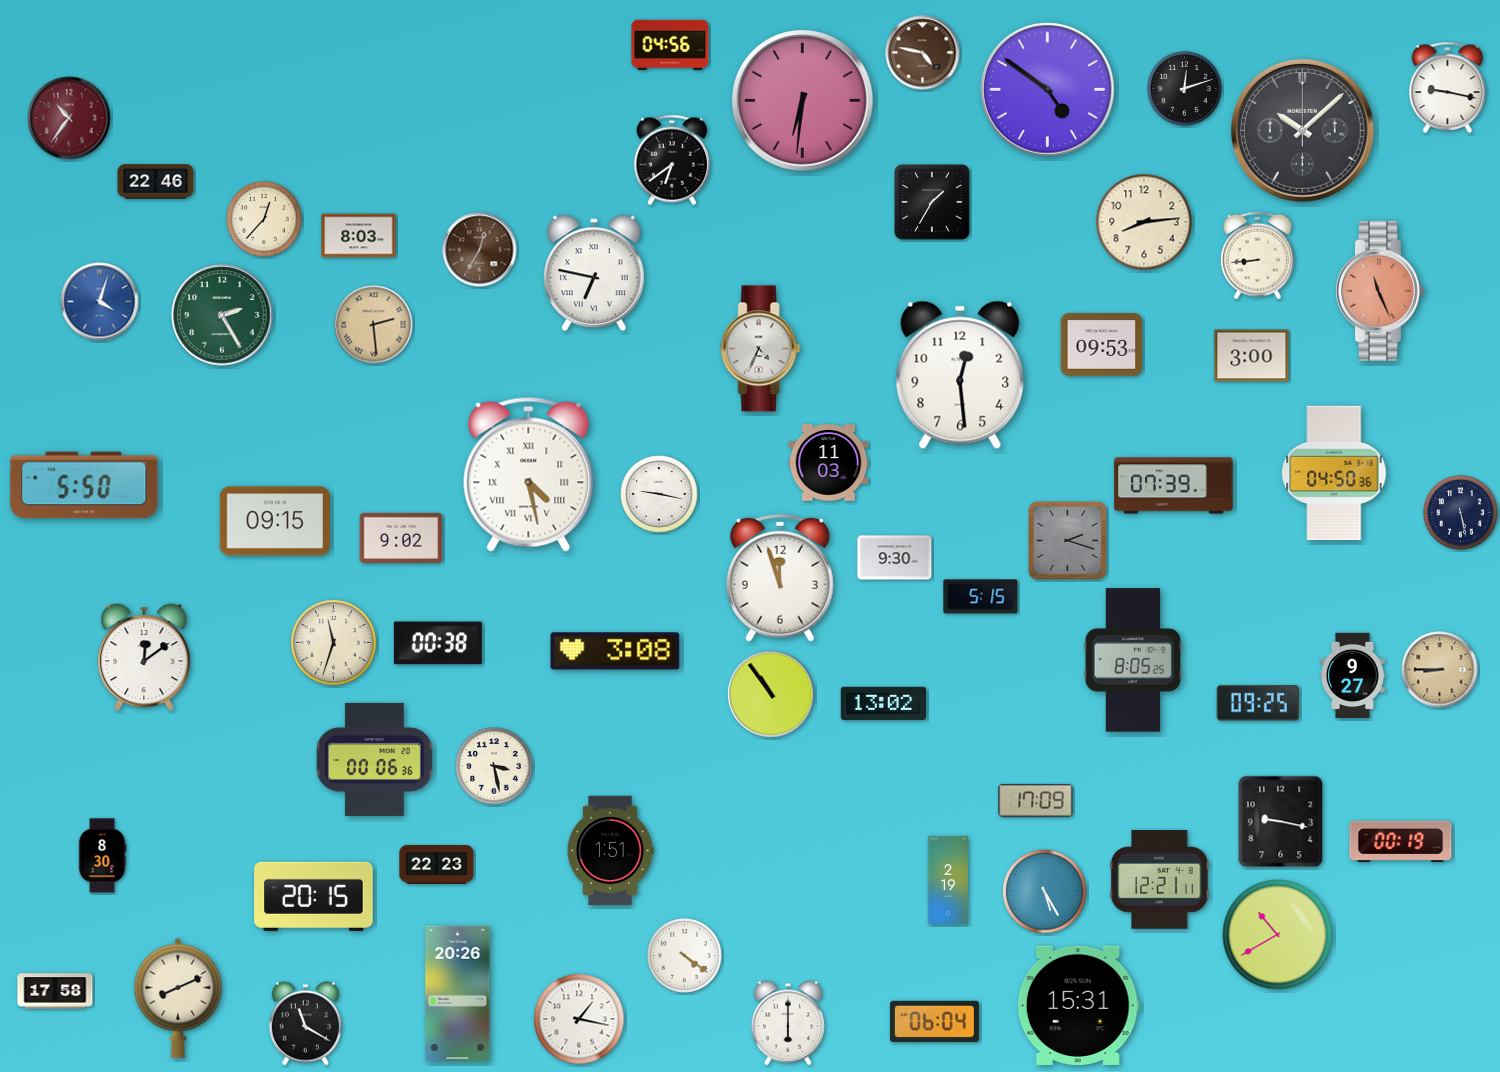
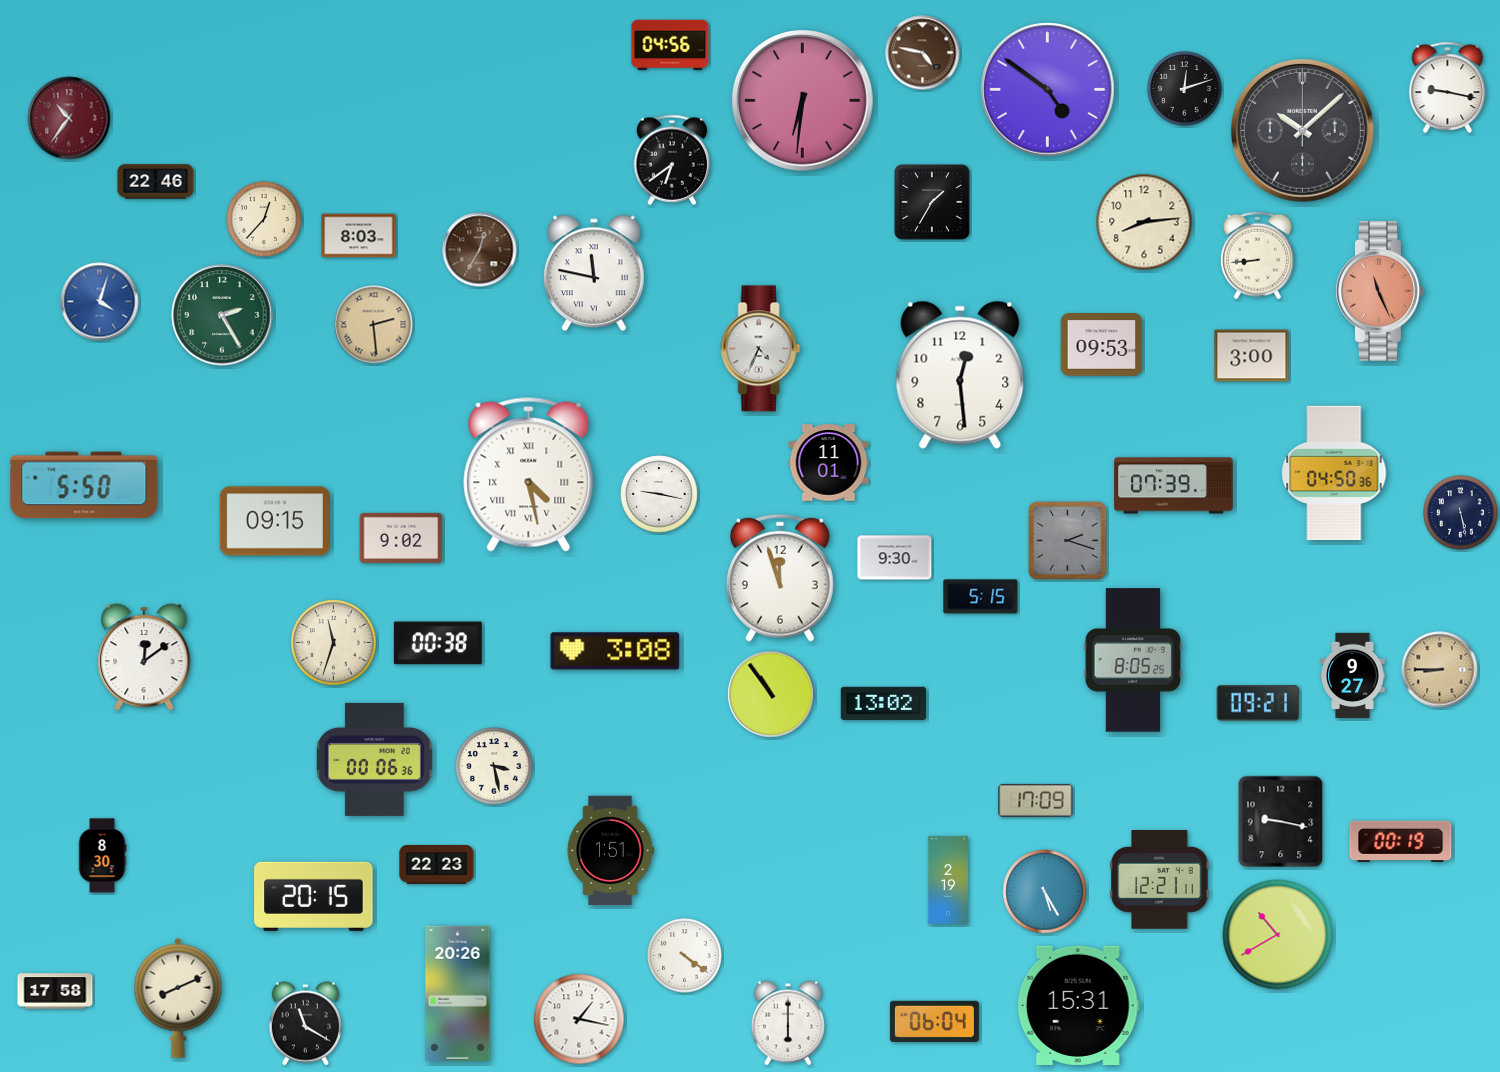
clock at (595, 273): 6:47 -> 11:47
clock at (829, 463): 11:03 -> 11:01
clock at (1258, 703): 09:25 -> 09:21
